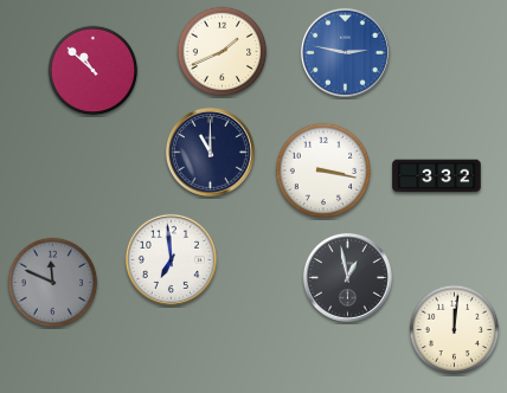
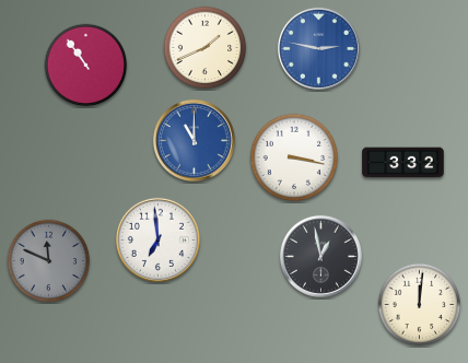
clock at (94, 71): 10:52 -> 10:54
clock at (210, 152) dial: navy -> blue
clock at (323, 170) position: (323, 170) -> (294, 157)
